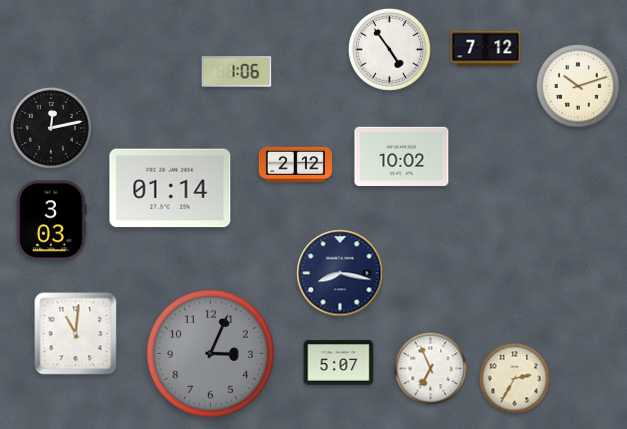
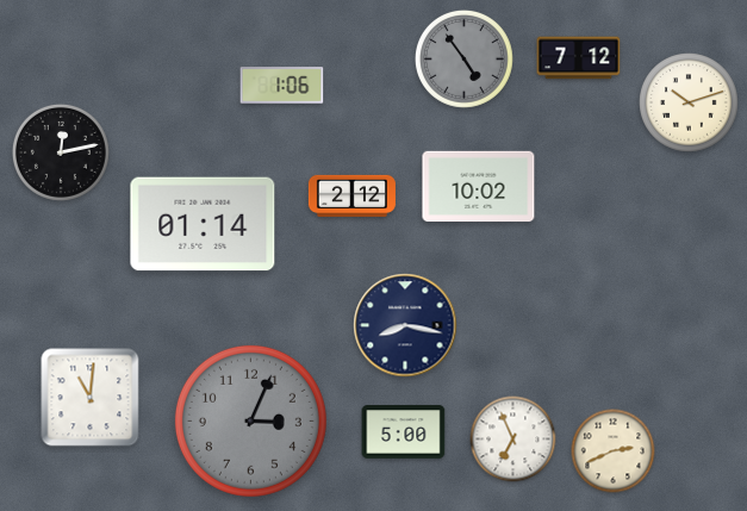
clock at (390, 50) dial: white -> grey
clock at (52, 221): 3:03 -> none
clock at (339, 363): 5:07 -> 5:00
clock at (515, 379): 2:35 -> 2:41
